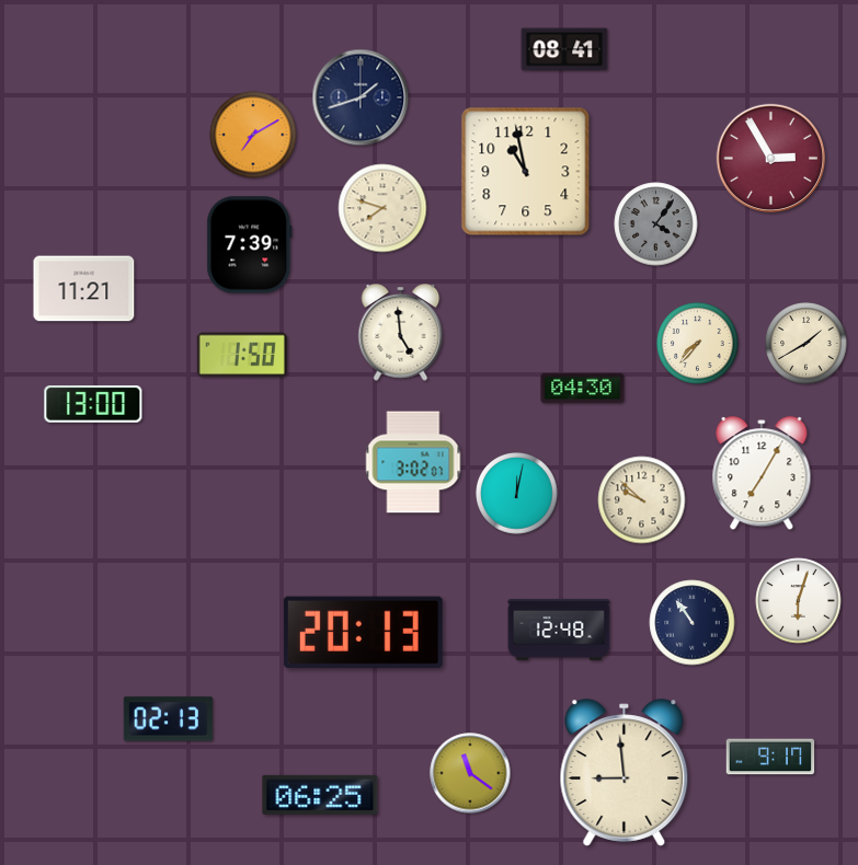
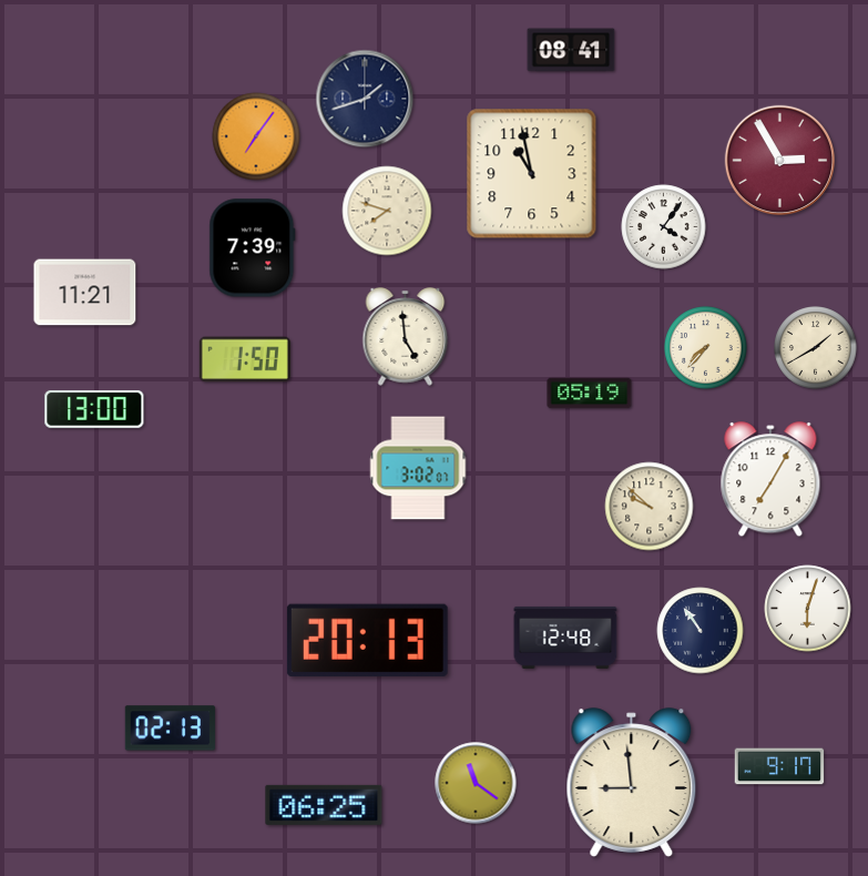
clock at (253, 135): 7:10 -> 7:06
clock at (656, 224) dial: grey -> white
clock at (583, 389): 04:30 -> 05:19
clock at (517, 494): 12:02 -> none
